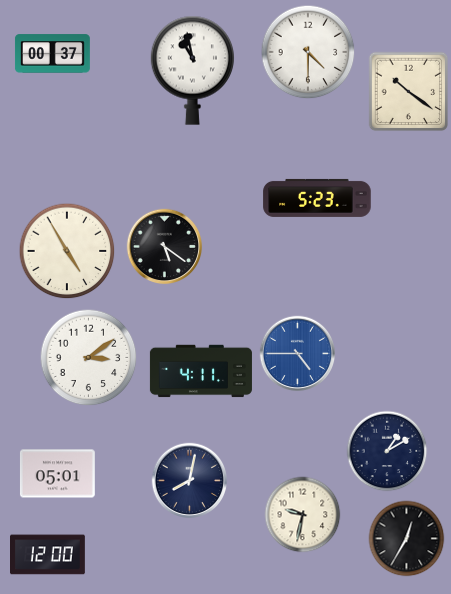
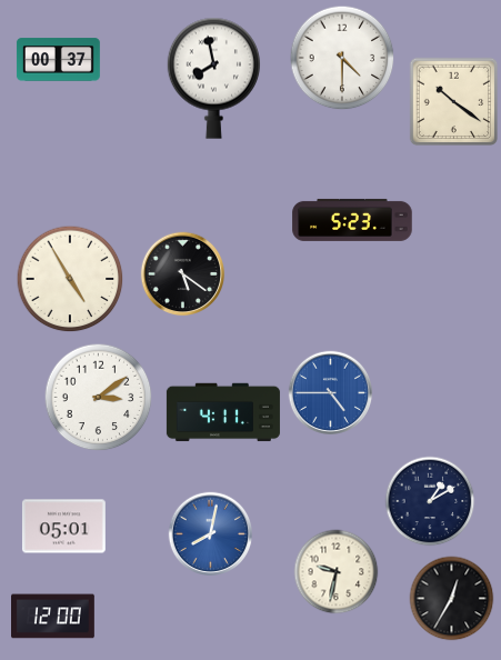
clock at (192, 70): 10:58 -> 7:58
clock at (67, 251) position: (67, 251) -> (70, 279)
clock at (190, 481) dial: navy -> blue
